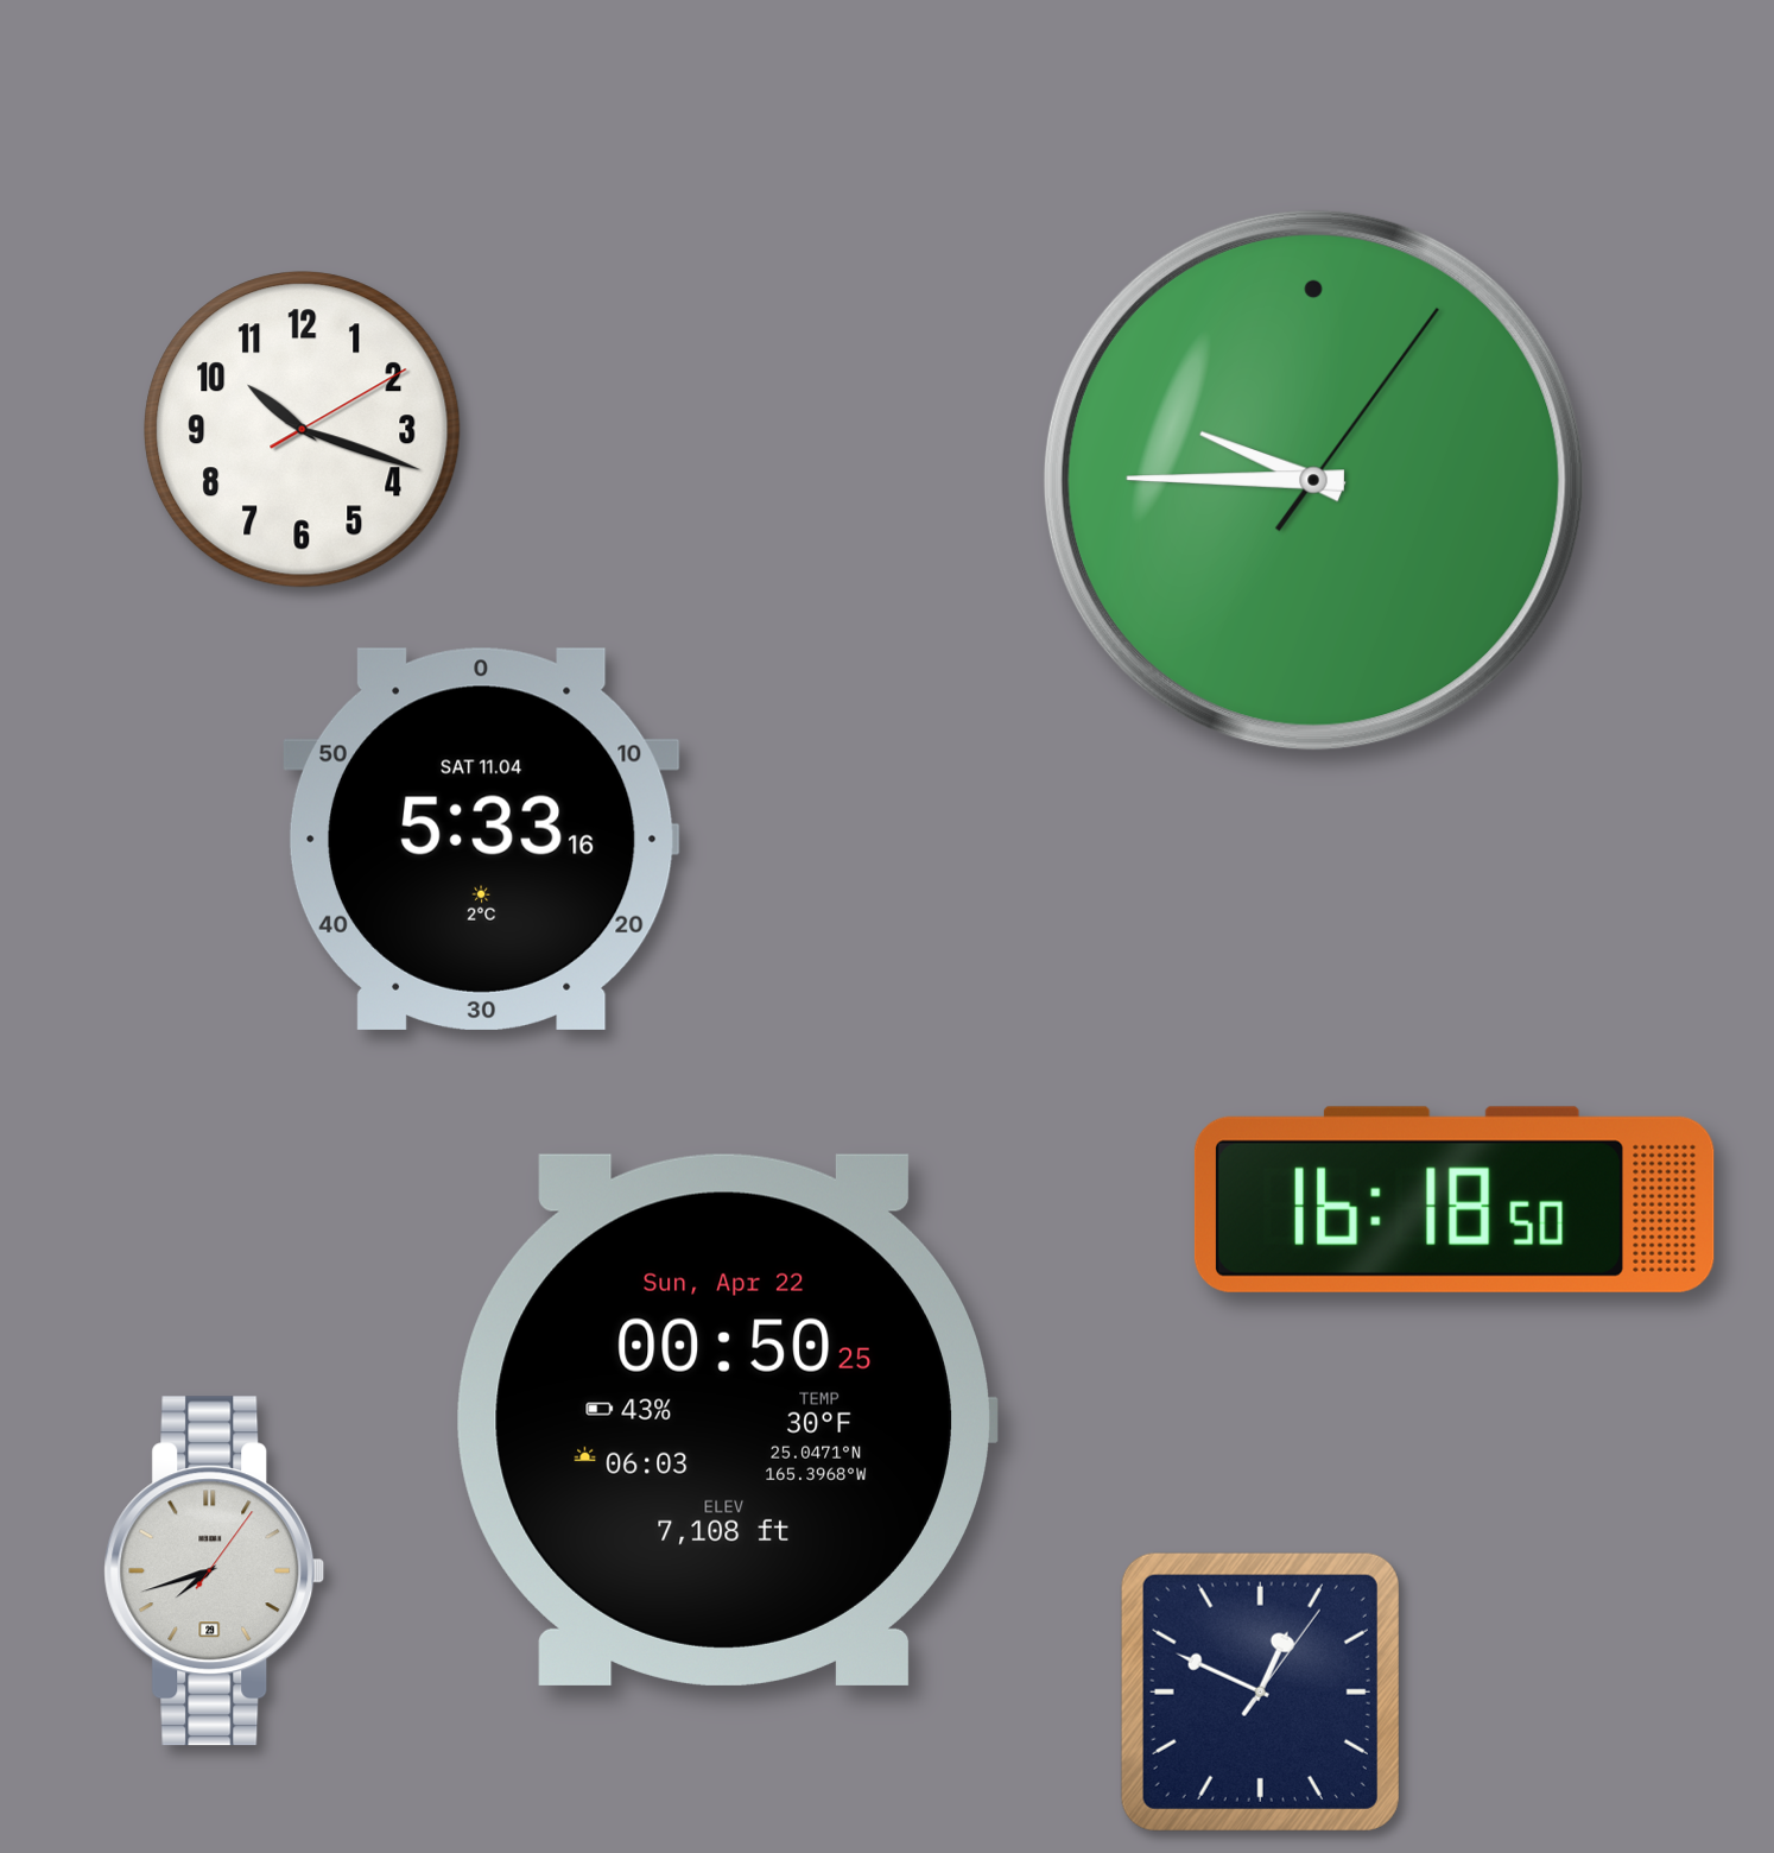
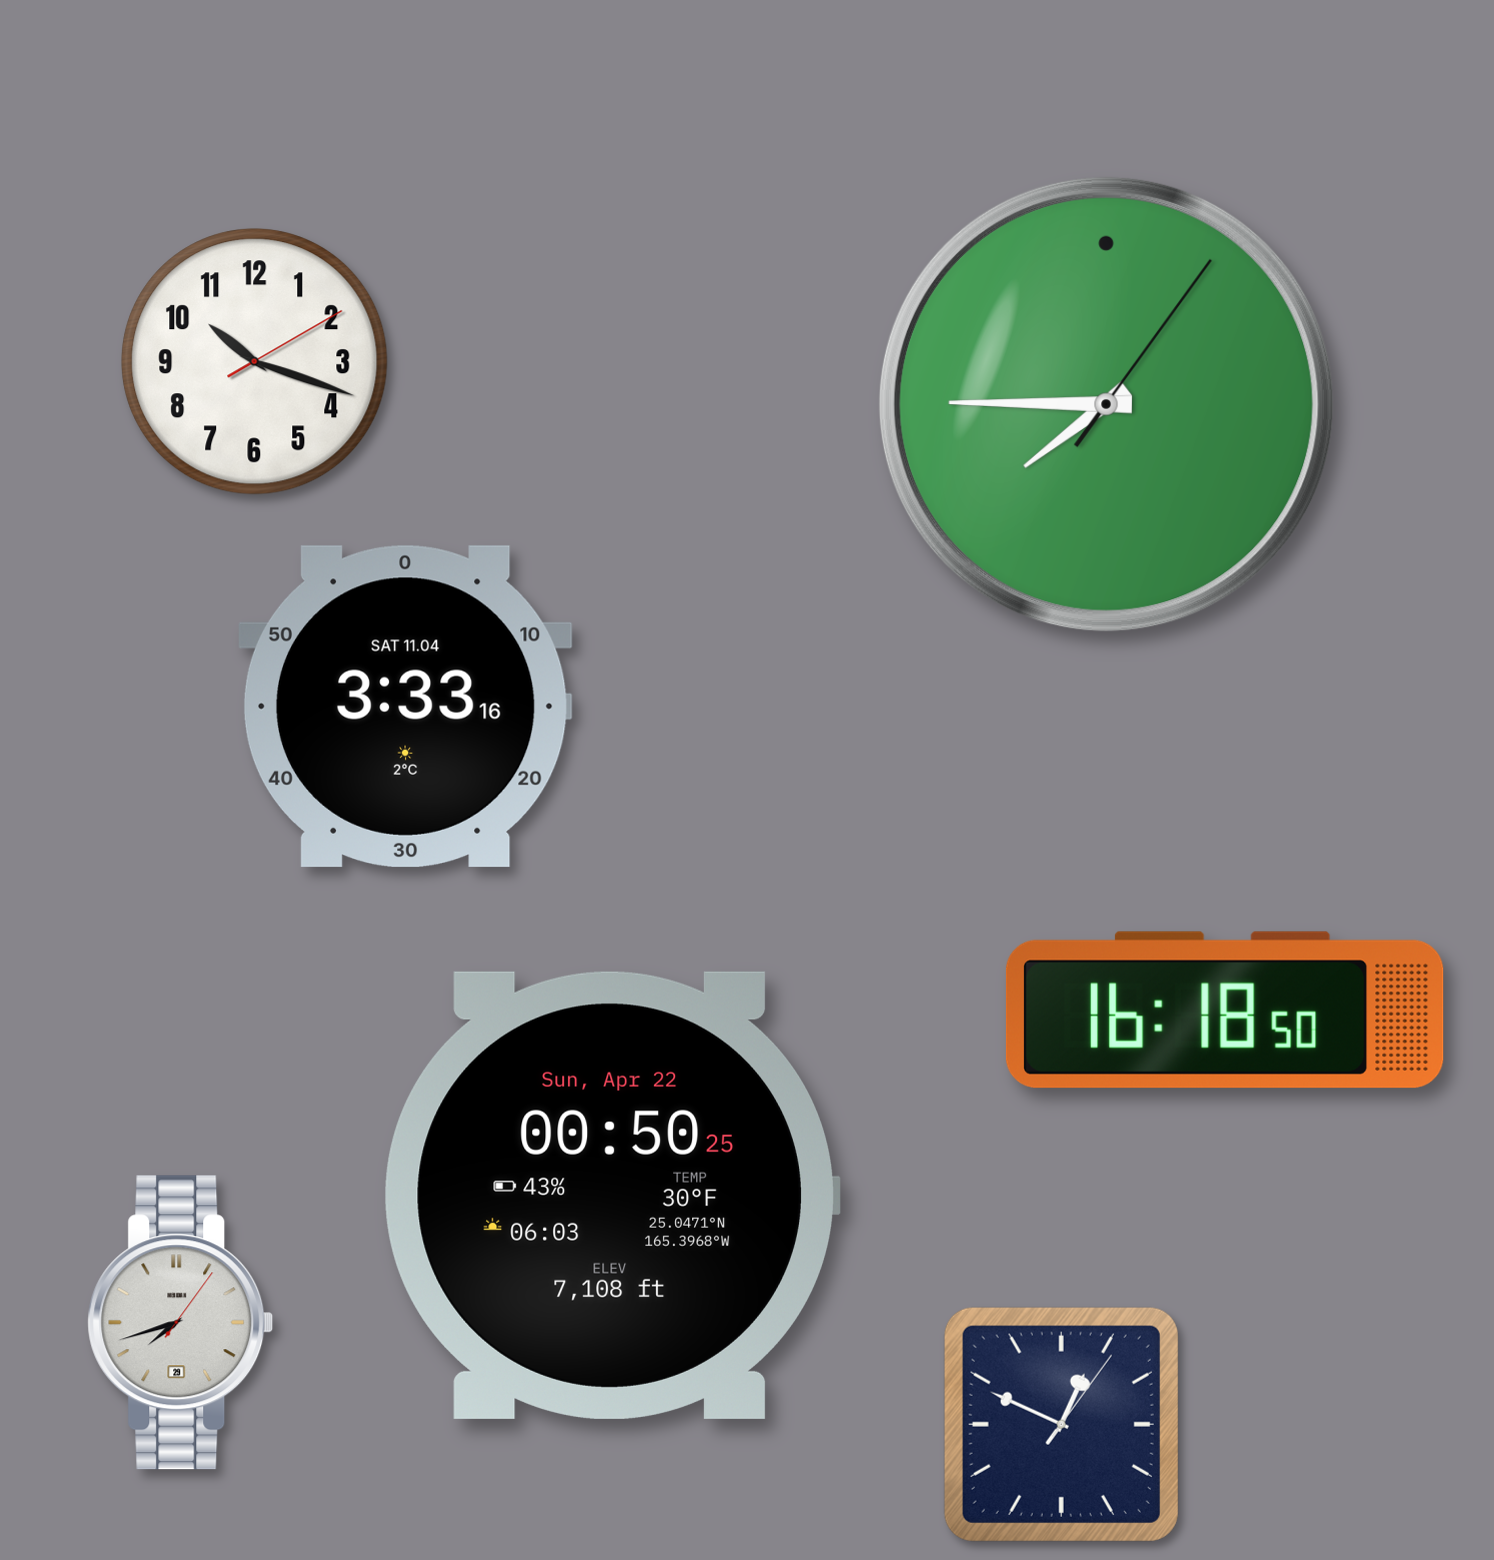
clock at (1313, 480): 9:45 -> 7:45
clock at (481, 839): 5:33 -> 3:33
